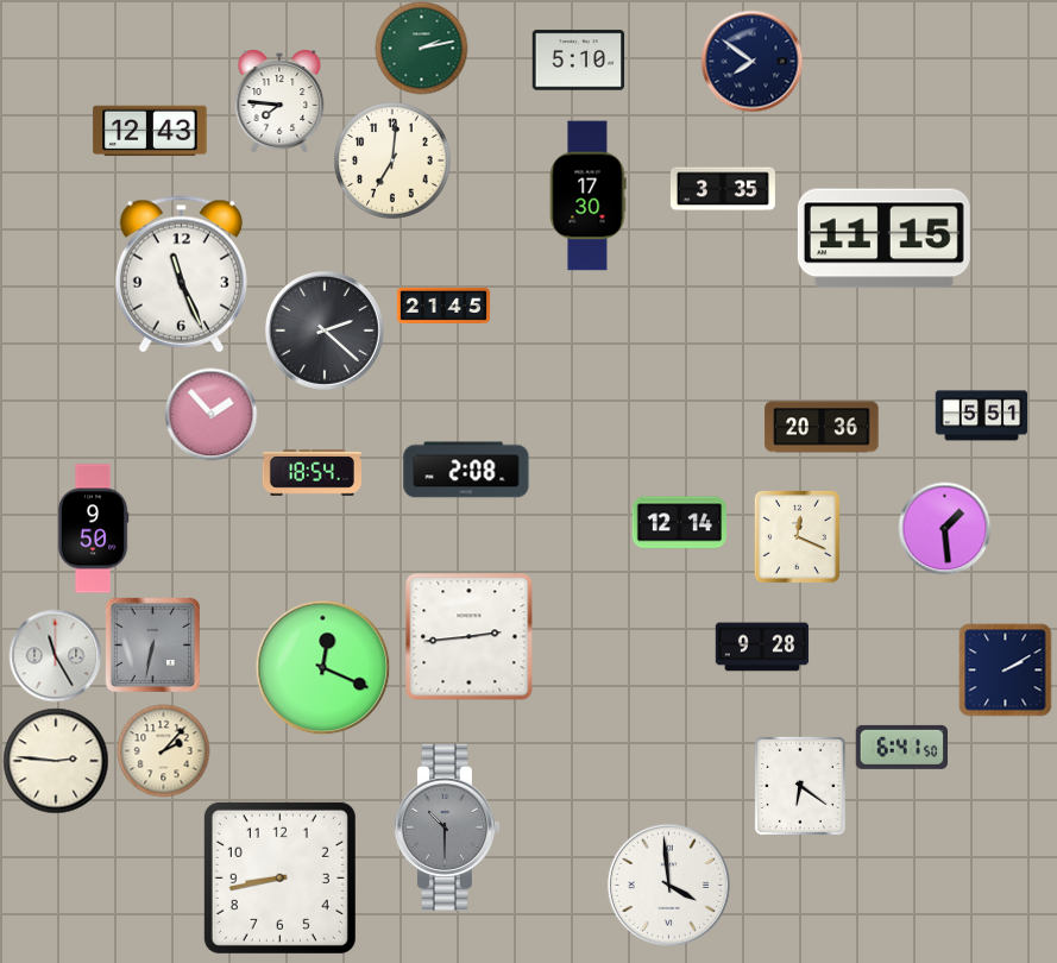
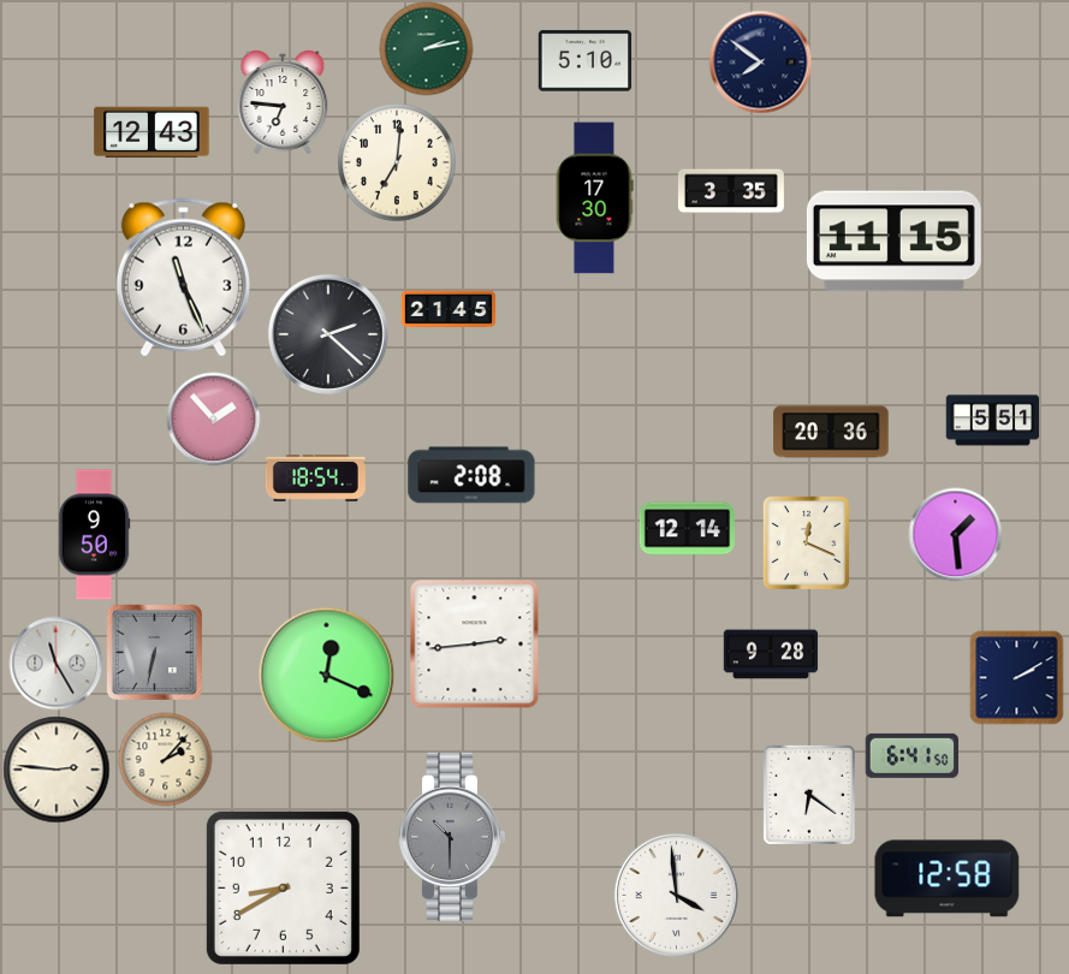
clock at (279, 101): 7:46 -> 6:46
clock at (948, 879): none -> 12:58
clock at (279, 877): 8:43 -> 8:40
